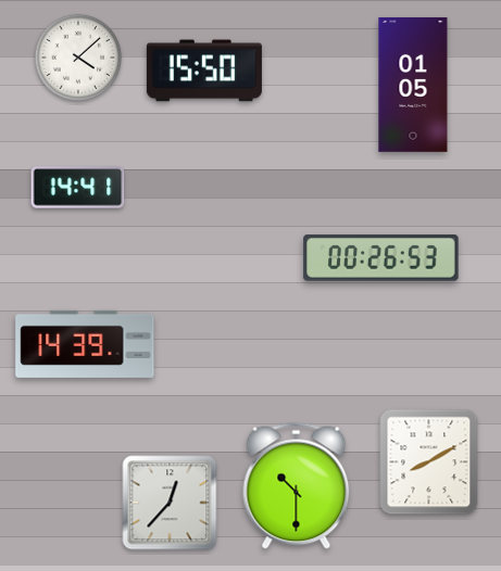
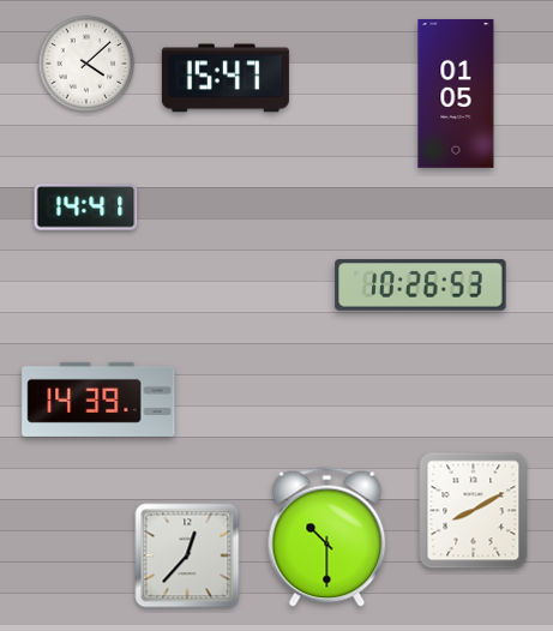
clock at (204, 71): 15:50 -> 15:47
clock at (381, 258): 00:26 -> 10:26
clock at (85, 344) position: (85, 344) -> (98, 399)
